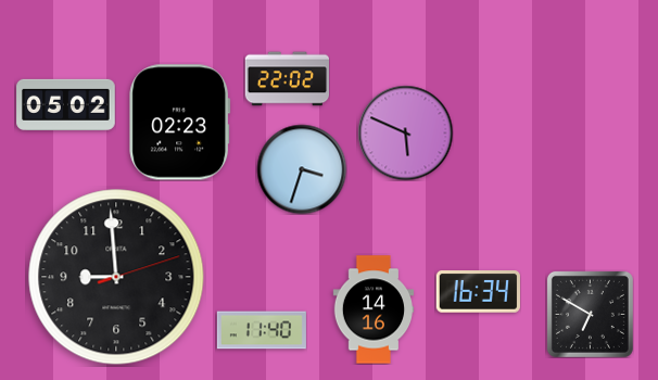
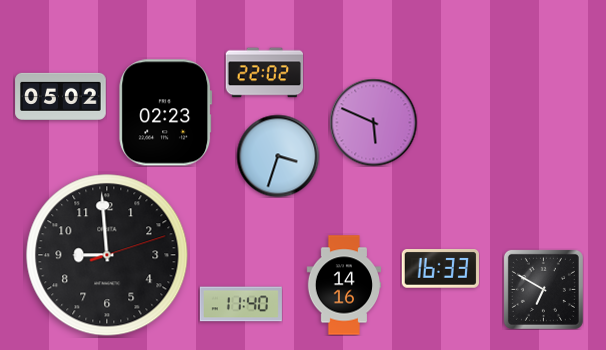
clock at (478, 292): 16:34 -> 16:33
